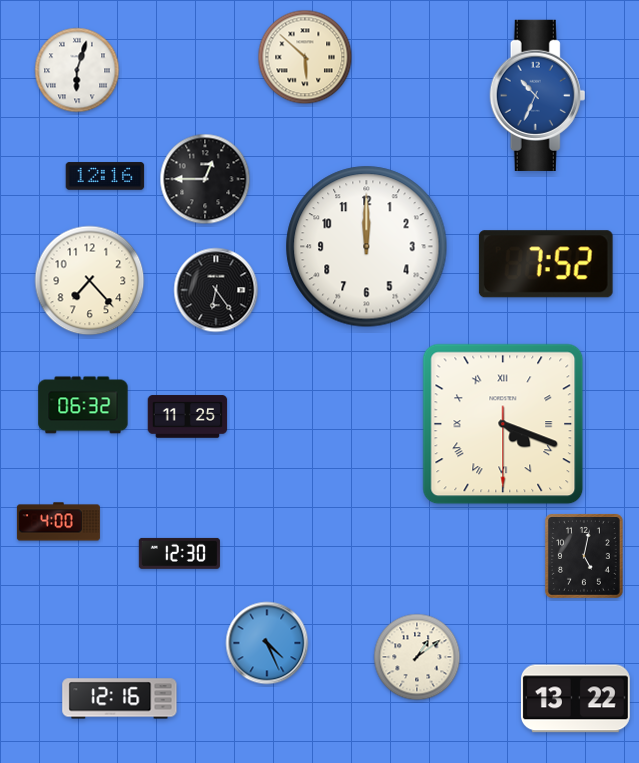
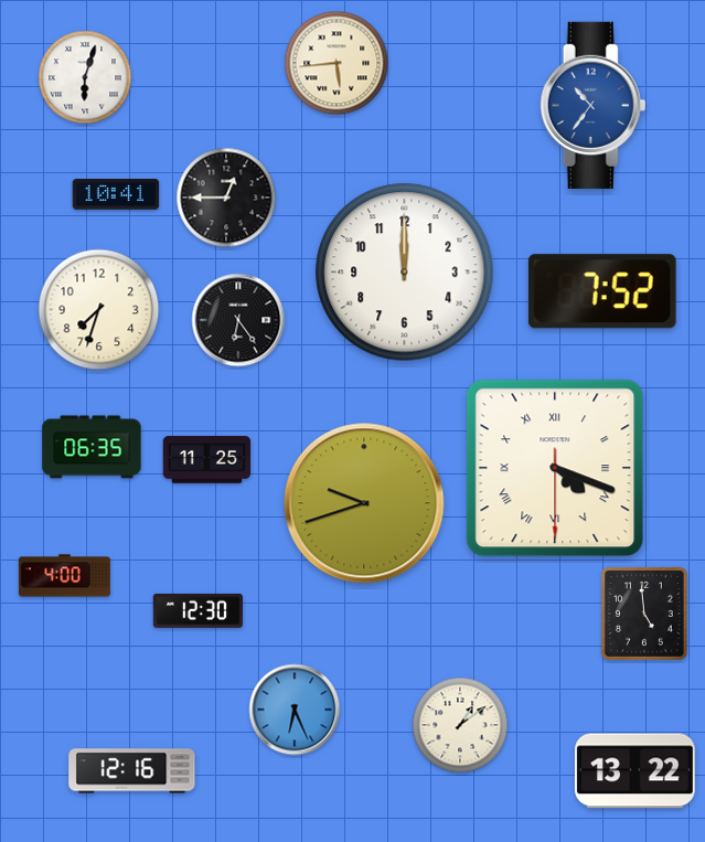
clock at (305, 57): 5:52 -> 5:44
clock at (538, 95): 10:34 -> 10:36
clock at (105, 176): 12:16 -> 10:41
clock at (90, 281): 7:23 -> 7:33
clock at (83, 405): 06:32 -> 06:35
clock at (364, 503): none -> 9:42
clock at (585, 557): 5:02 -> 4:59
clock at (267, 643): 4:26 -> 6:26
